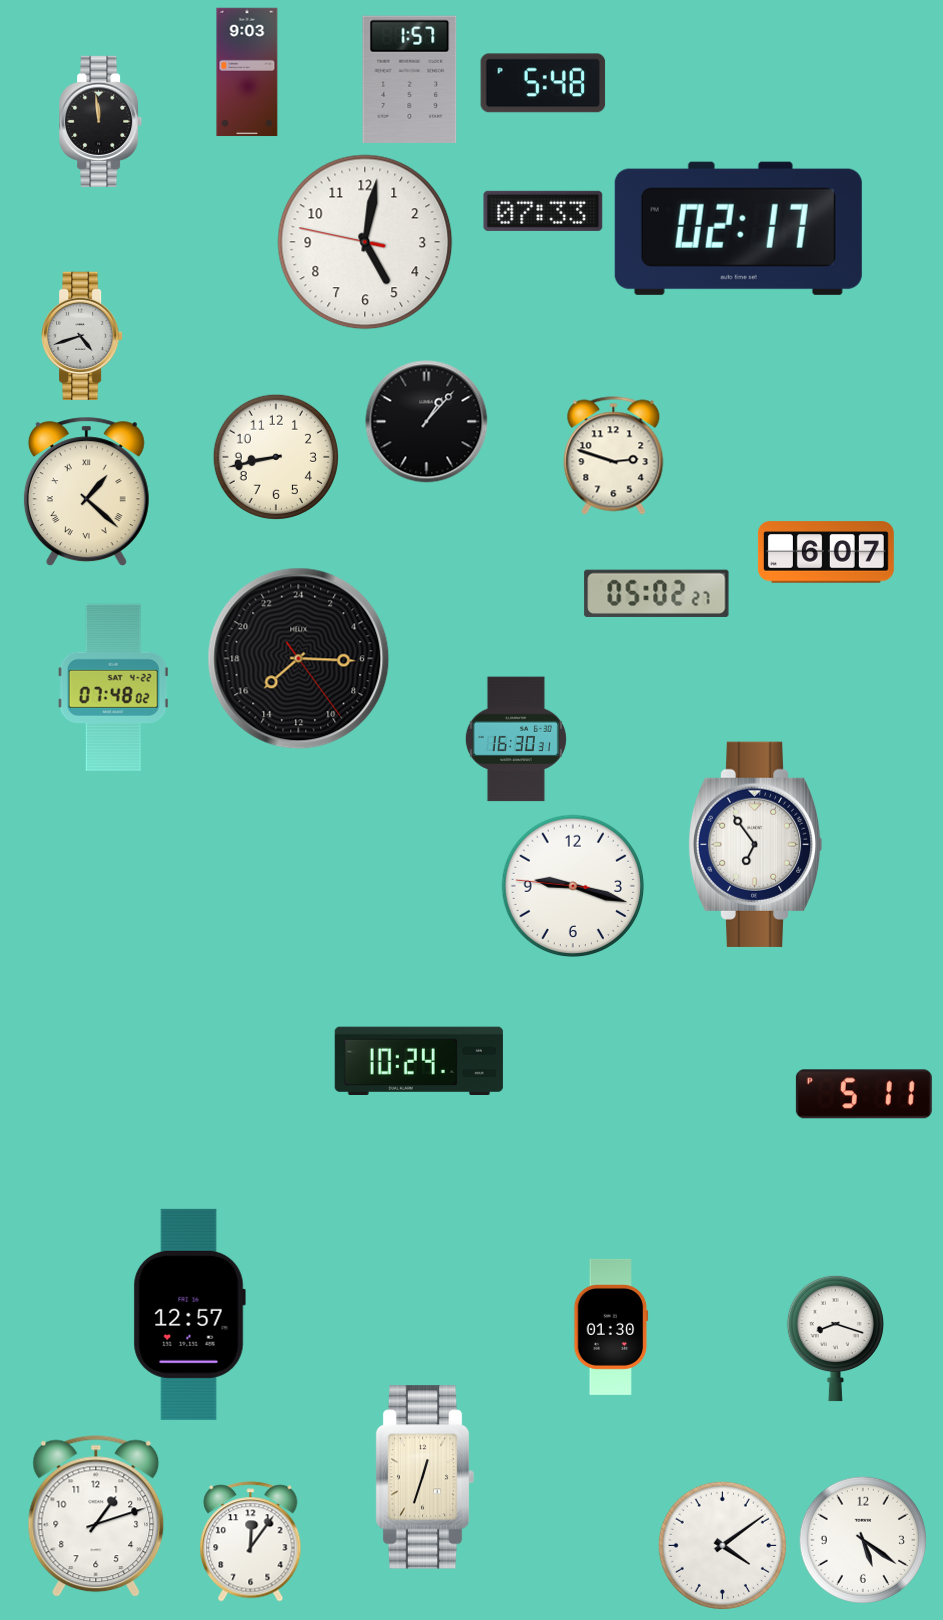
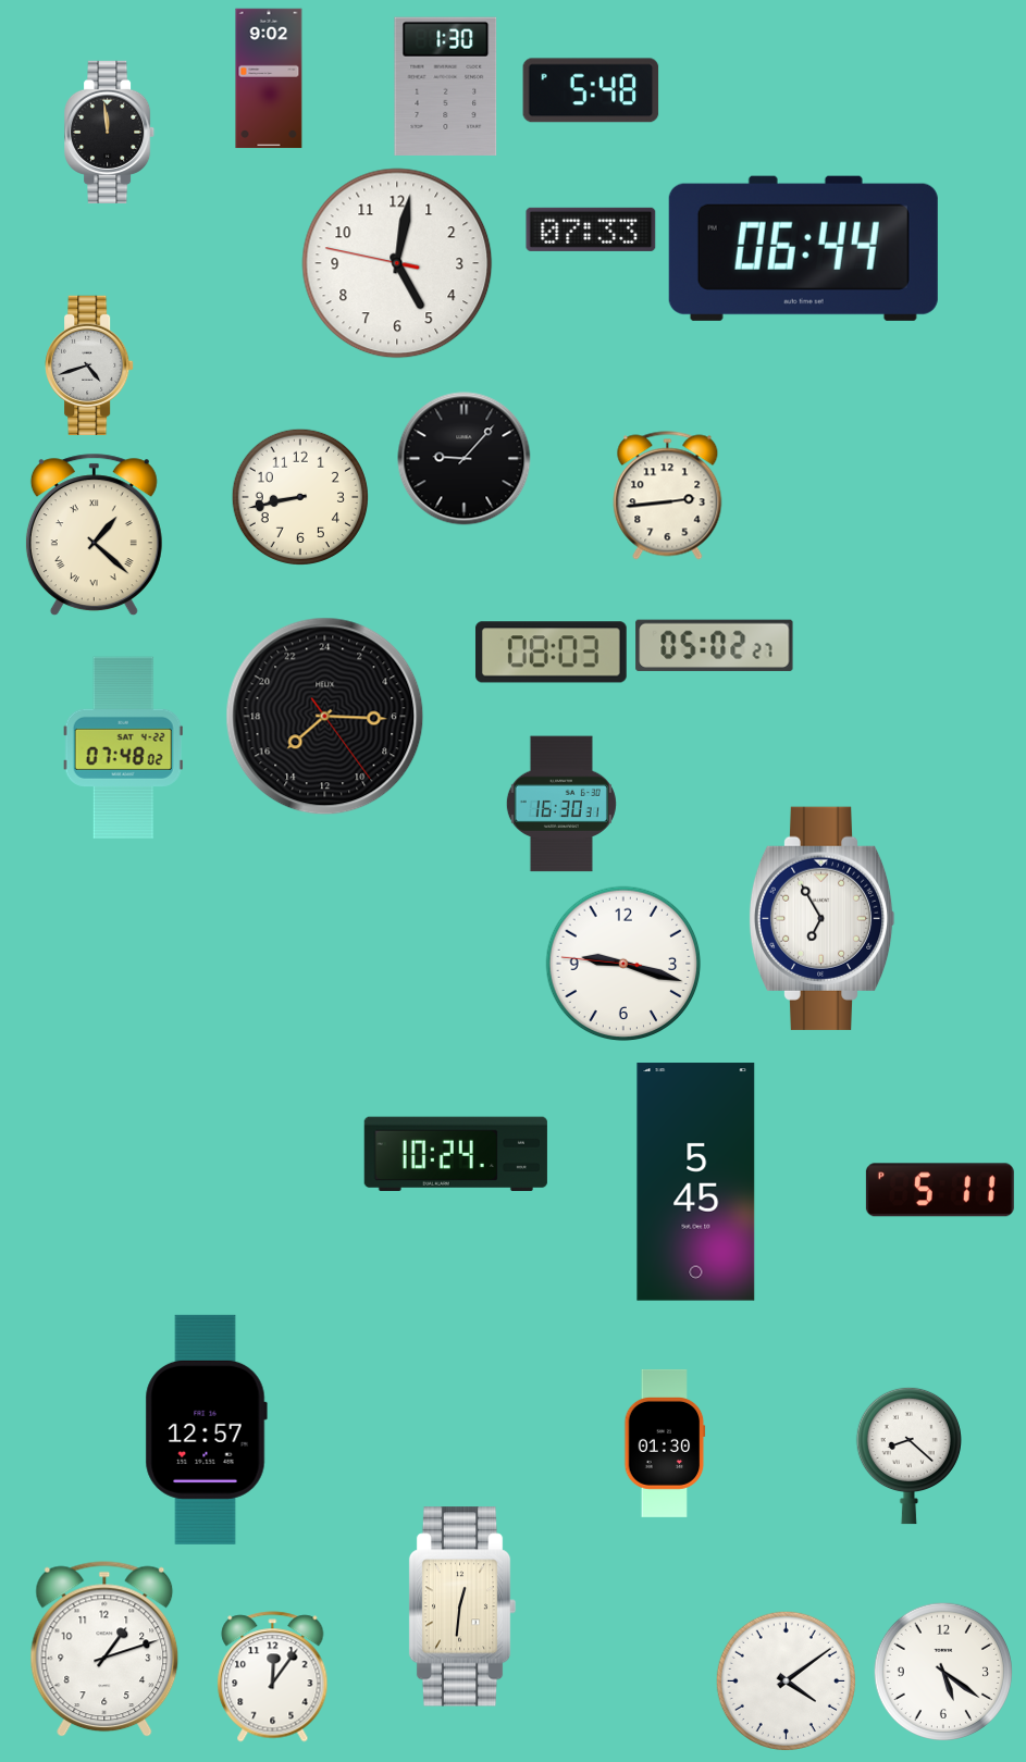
clock at (247, 72): 9:03 -> 9:02
clock at (410, 79): 1:57 -> 1:30
clock at (738, 228): 02:17 -> 06:44
clock at (427, 422): 1:07 -> 9:07
clock at (614, 456): 2:48 -> 2:44
clock at (826, 552): 6:07 -> none
clock at (551, 653): none -> 08:03
clock at (755, 844): 6:54 -> 6:55
clock at (696, 1182): none -> 5:45
clock at (835, 1338): 8:18 -> 8:22
clock at (425, 1477): 12:33 -> 12:31
clock at (862, 1539) position: (862, 1539) -> (942, 1671)
